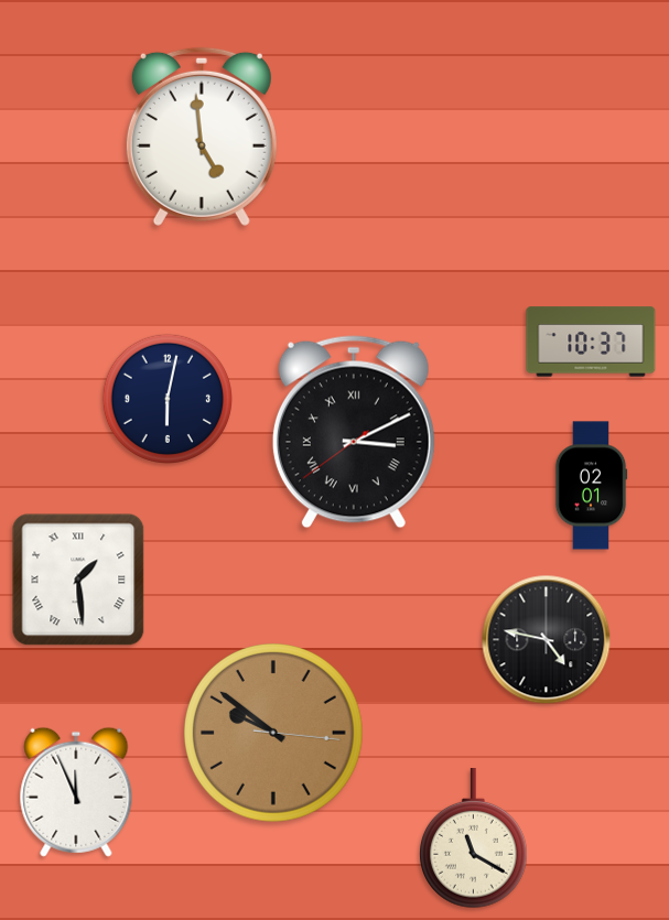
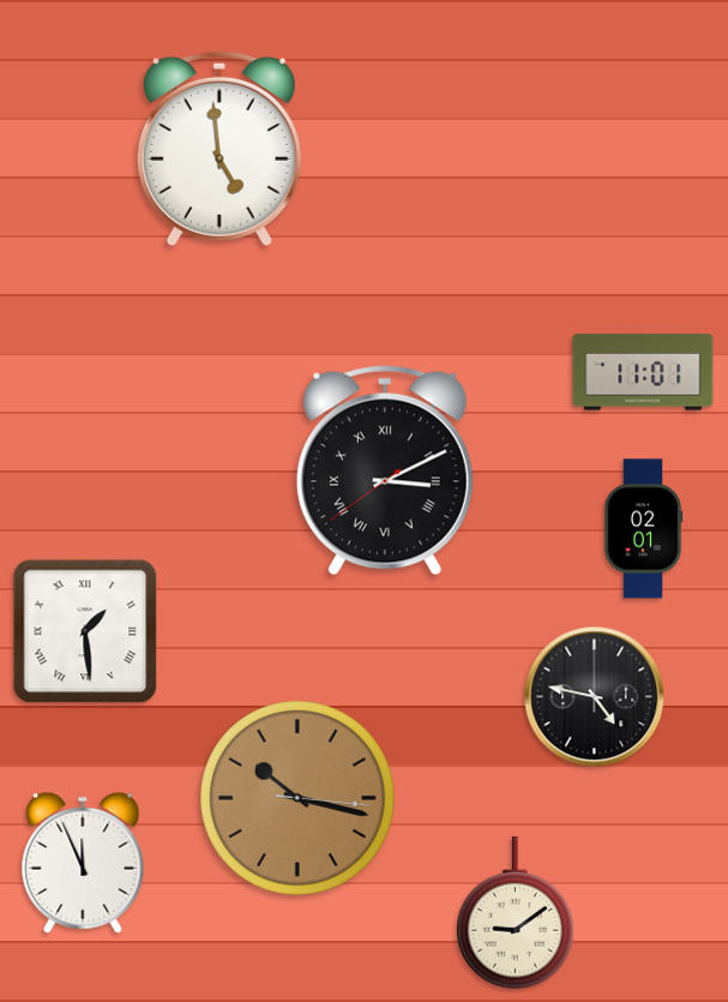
clock at (591, 342): 10:37 -> 11:01
clock at (166, 398): 6:02 -> none
clock at (274, 734): 9:51 -> 10:17
clock at (474, 840): 11:20 -> 9:09
